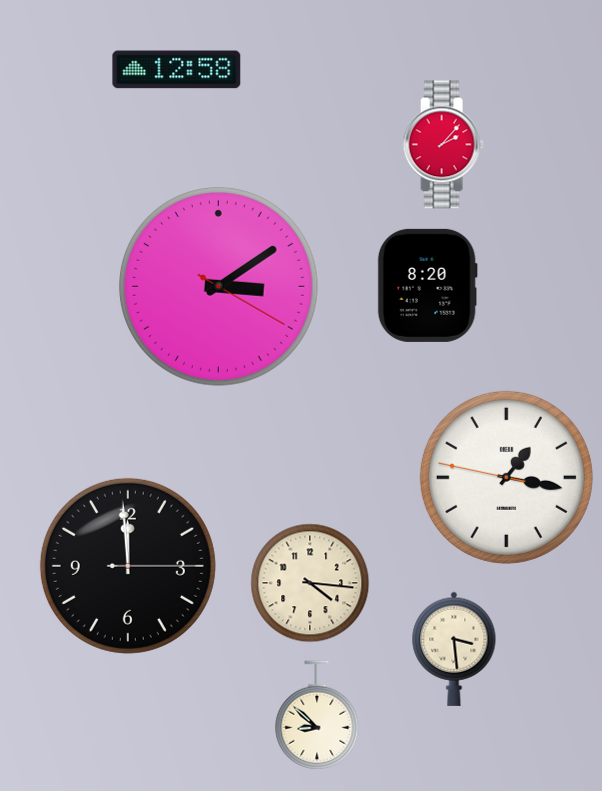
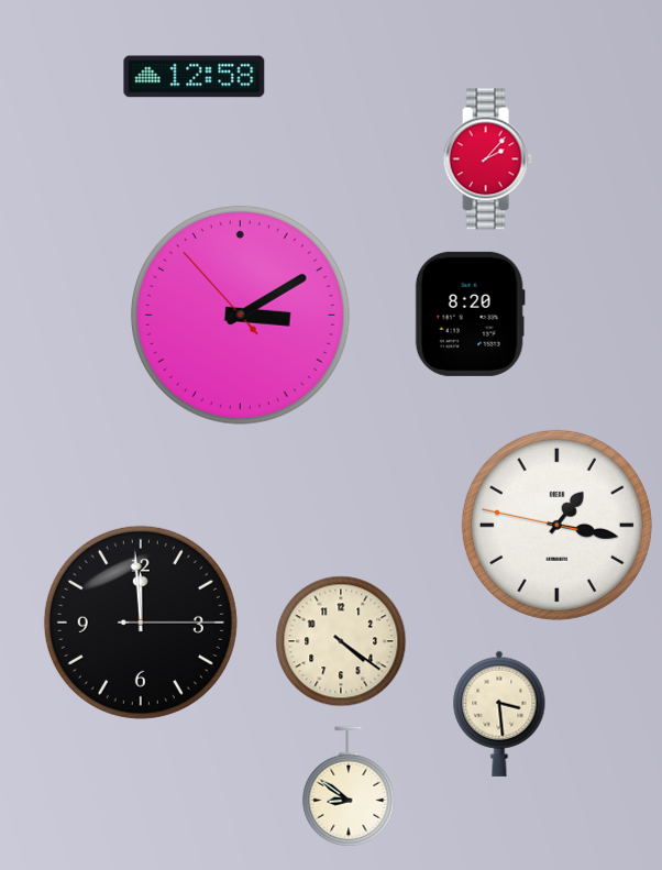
clock at (218, 286): 3:09:20 -> 3:09:53
clock at (310, 583): 4:16 -> 4:21
clock at (317, 715): 8:52 -> 8:51
